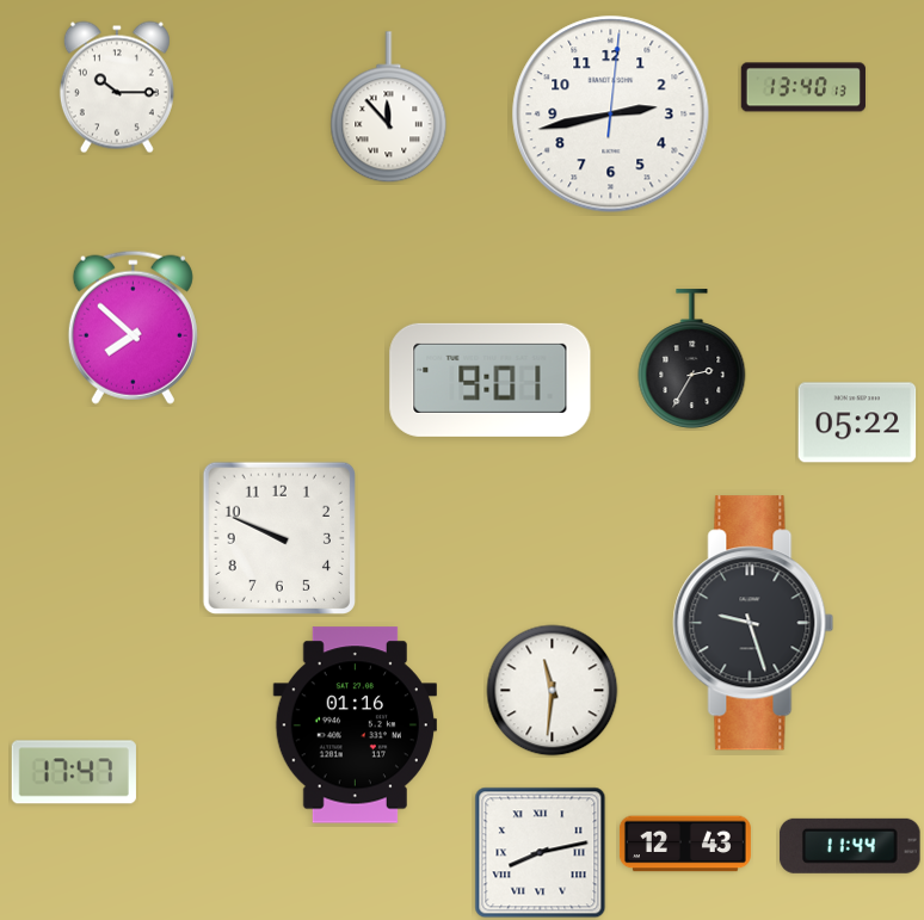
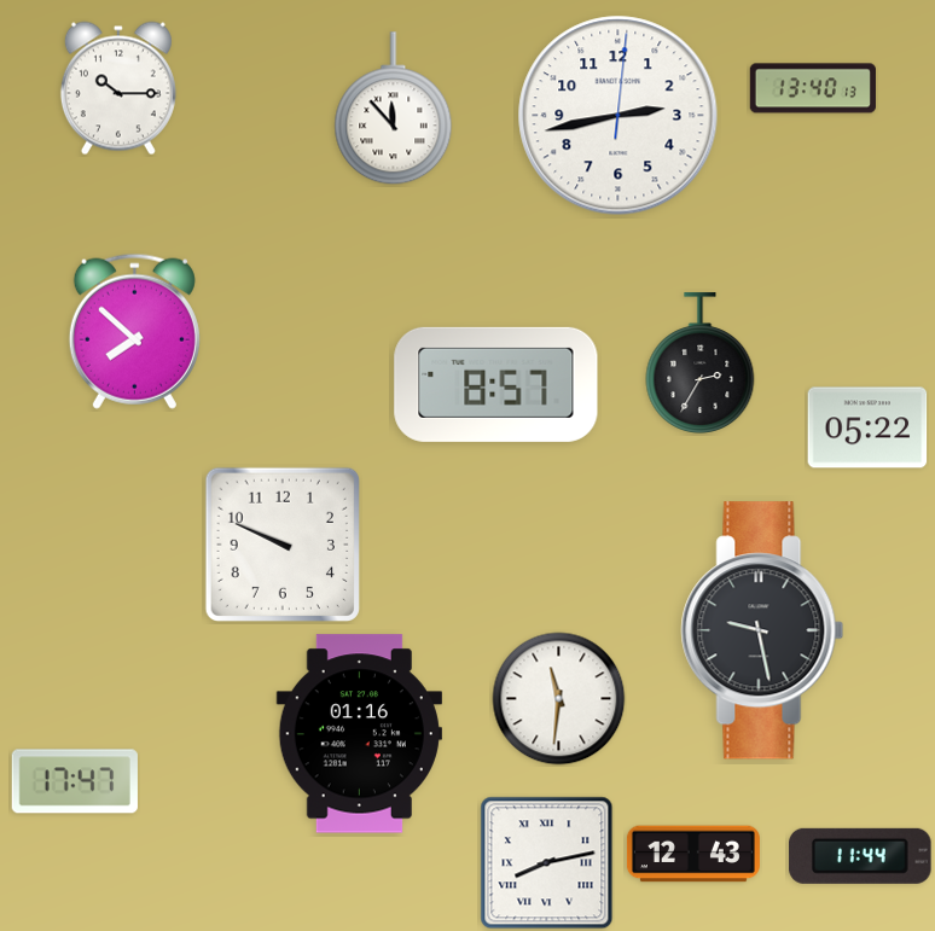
clock at (491, 379): 9:01 -> 8:57
clock at (753, 623): 9:27 -> 9:28
